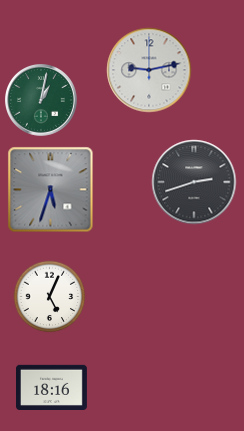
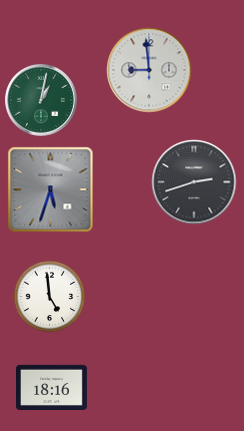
clock at (149, 70): 9:13 -> 8:59
clock at (50, 297): 5:04 -> 4:59
